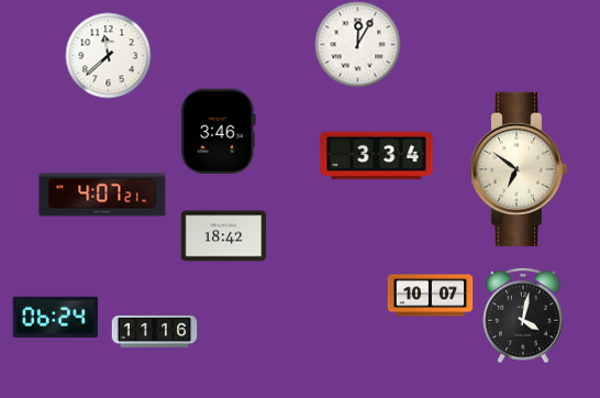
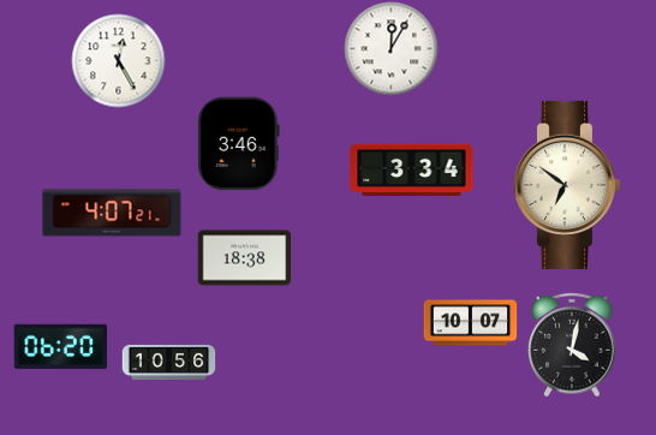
clock at (108, 55): 11:38 -> 12:25
clock at (223, 236): 18:42 -> 18:38
clock at (55, 317): 06:24 -> 06:20
clock at (154, 331): 11:16 -> 10:56
